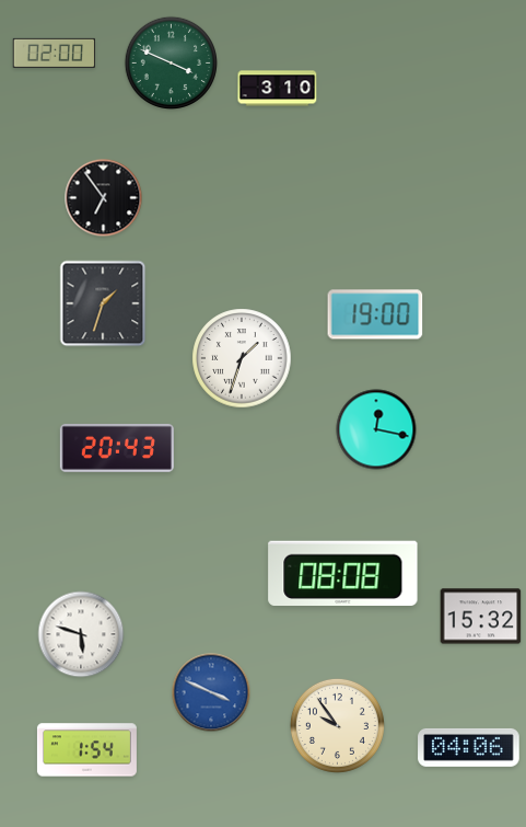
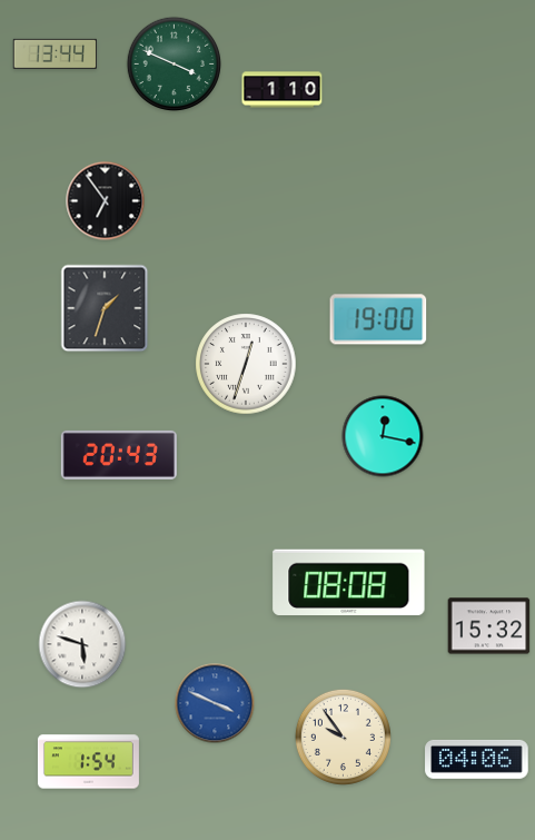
clock at (54, 53): 02:00 -> 13:44
clock at (278, 89): 3:10 -> 1:10
clock at (375, 314) position: (375, 314) -> (378, 319)
clock at (242, 358): 1:33 -> 12:33
